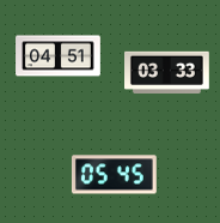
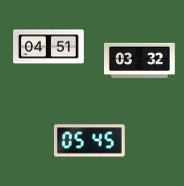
clock at (167, 72): 03:33 -> 03:32
clock at (114, 175) position: (114, 175) -> (89, 141)
